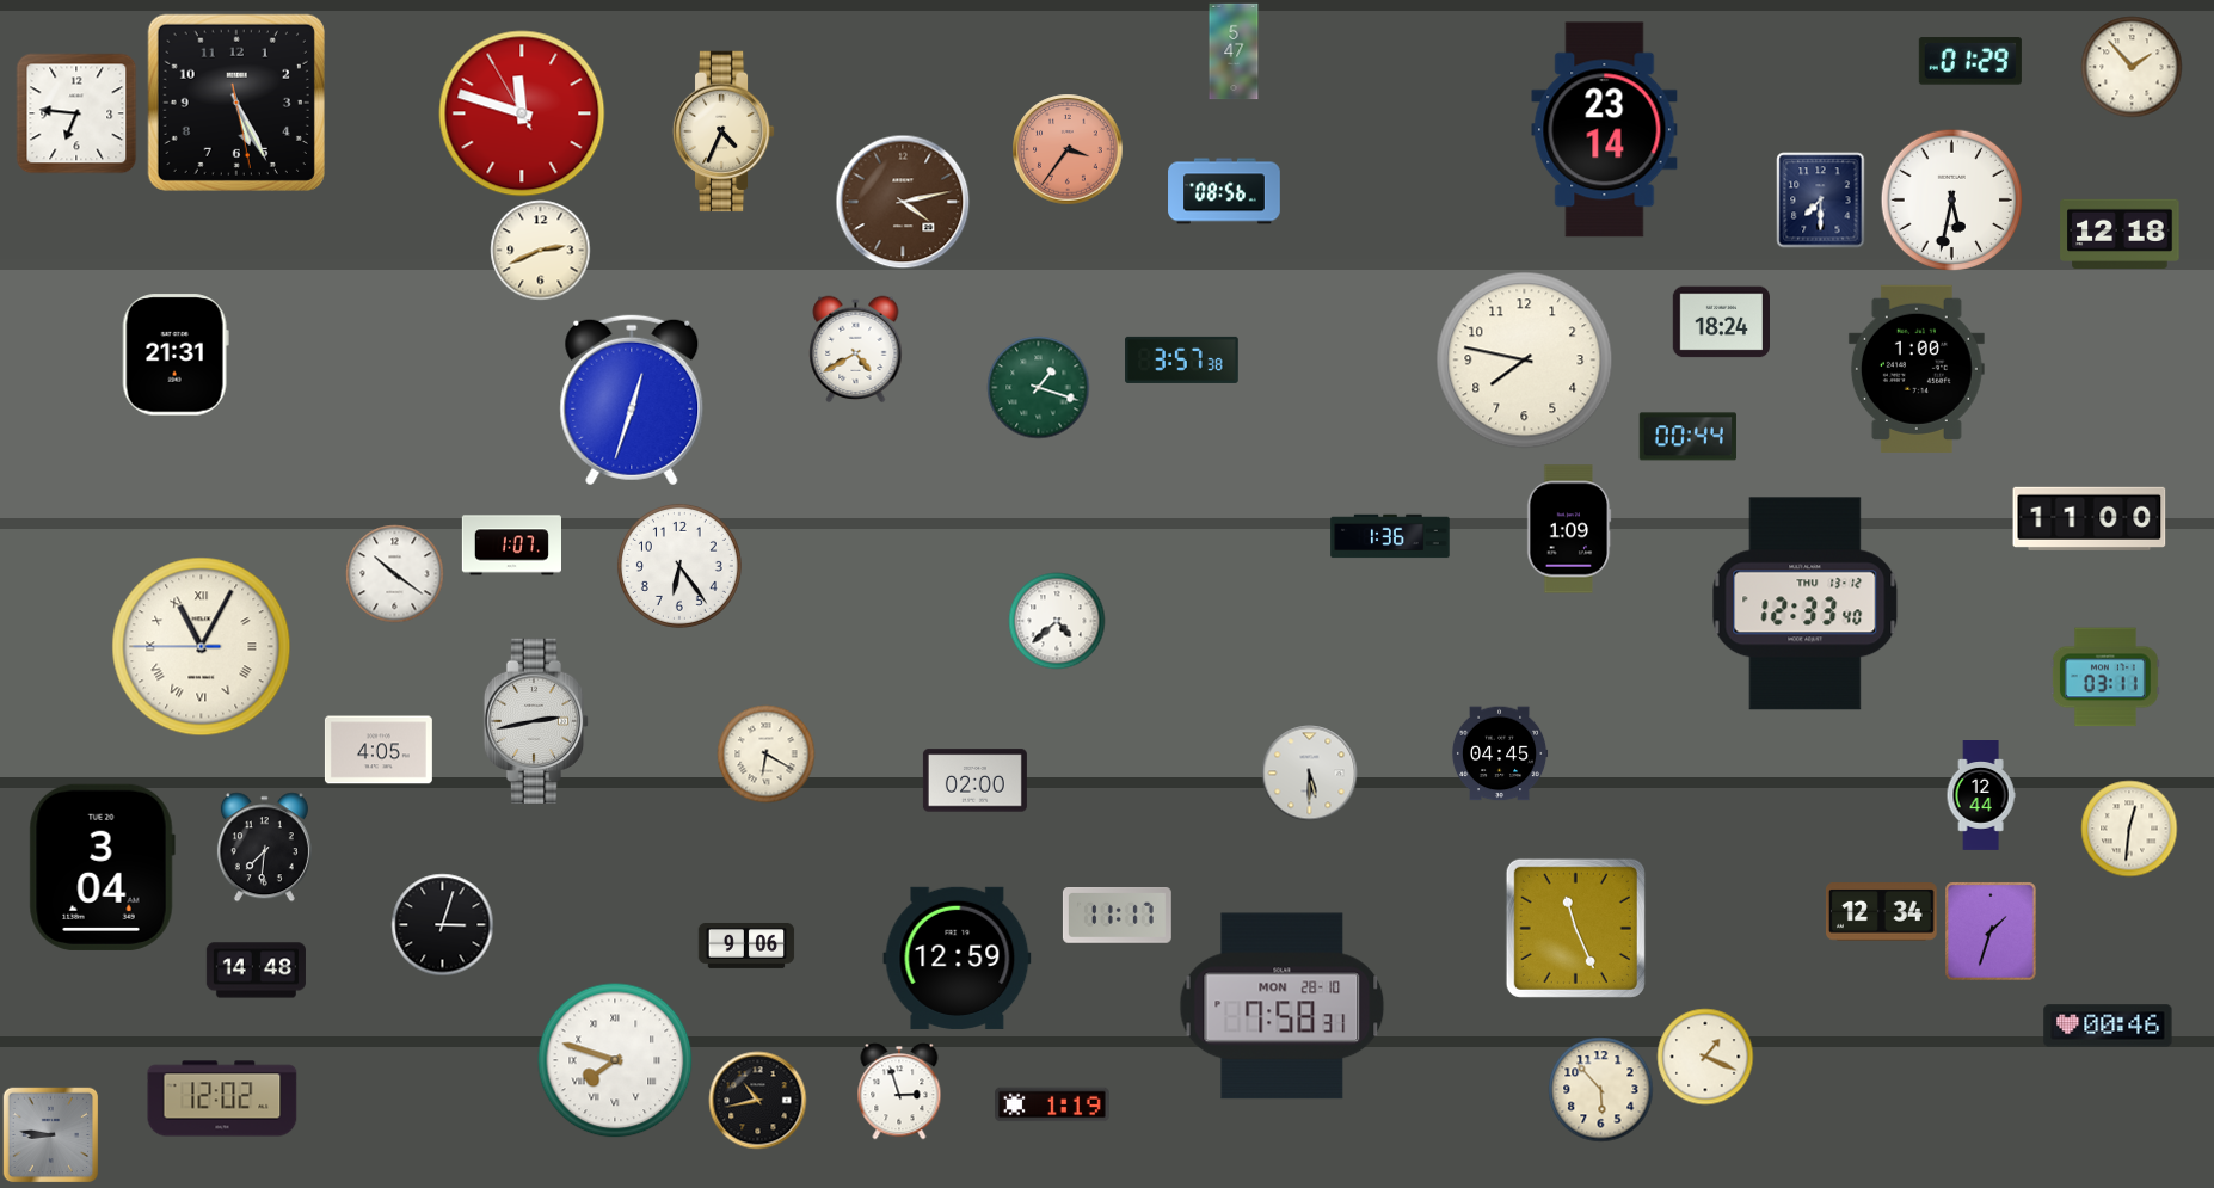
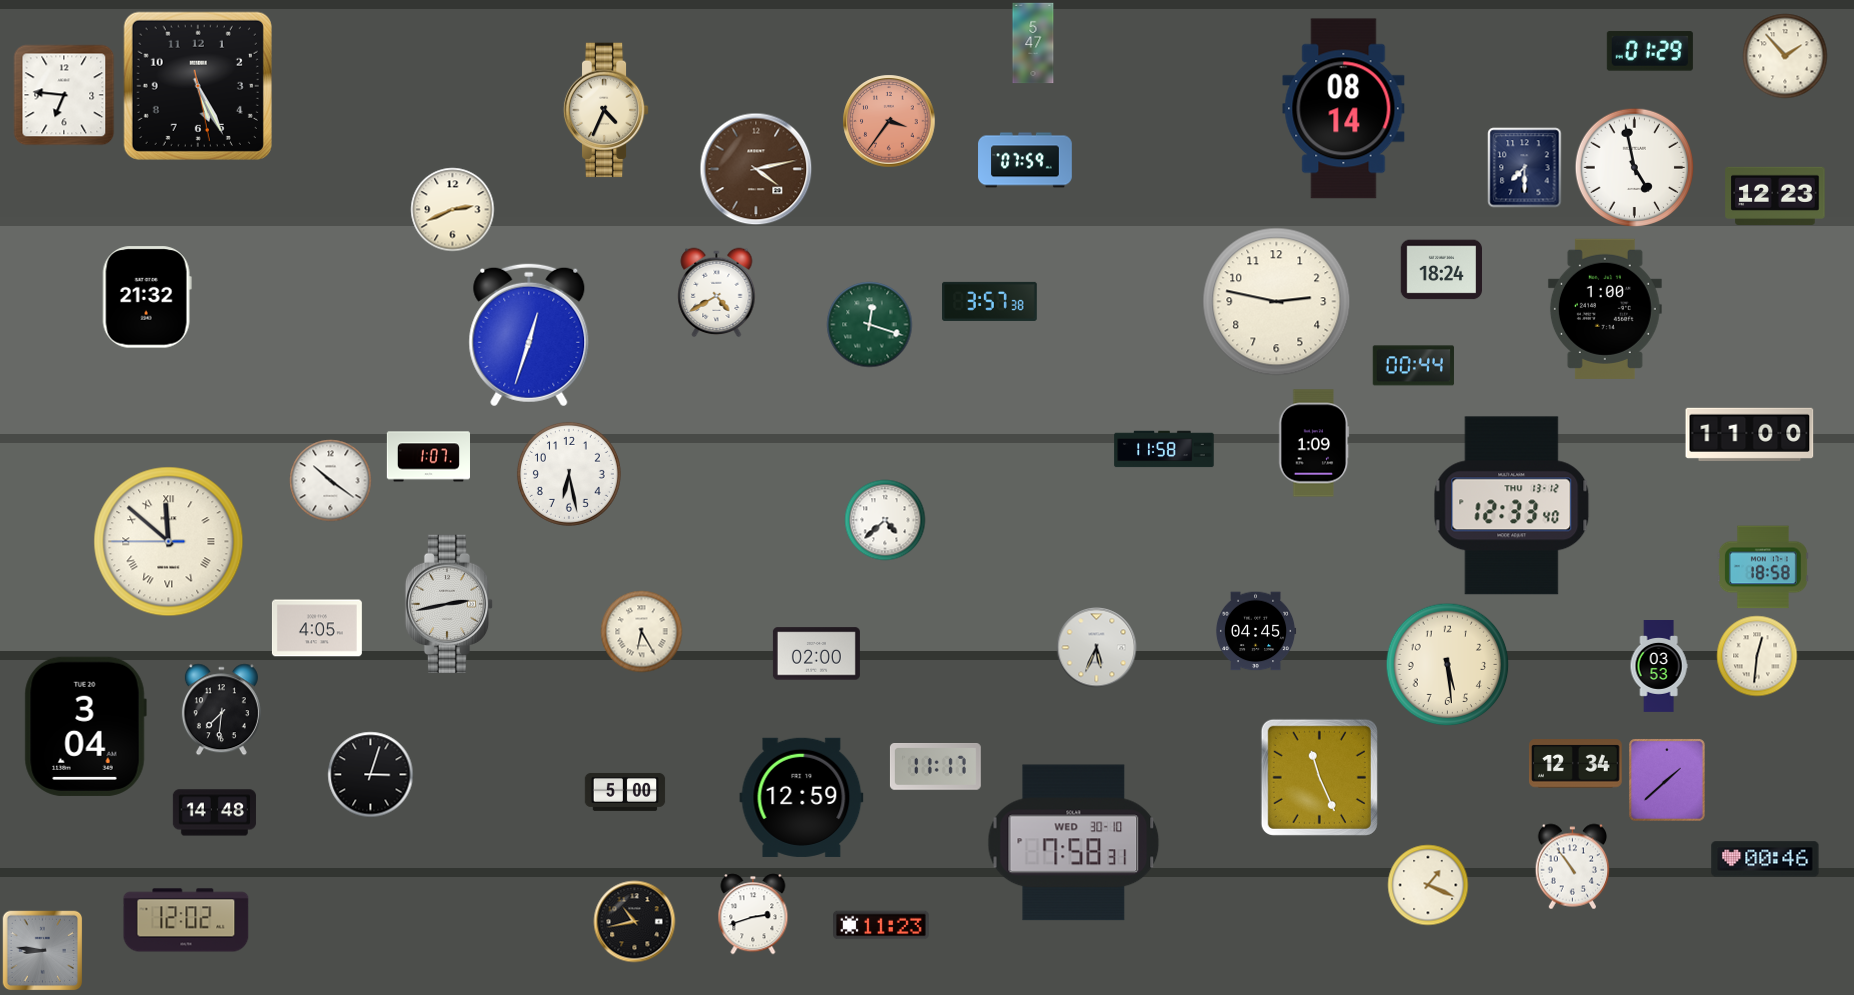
clock at (522, 113): 11:47 -> none
clock at (1605, 130): 23:14 -> 08:14
clock at (1068, 149) position: (1068, 149) -> (889, 121)
clock at (1224, 191): 08:56 -> 07:59
clock at (1951, 199): 5:32 -> 4:58
clock at (2120, 233): 12:18 -> 12:23
clock at (176, 355): 21:31 -> 21:32
clock at (1525, 361): 7:47 -> 2:47
clock at (1038, 387): 1:18 -> 12:18
clock at (1390, 536): 1:36 -> 11:58
clock at (679, 566): 6:24 -> 6:28
clock at (202, 647): 11:04 -> 11:51
clock at (2105, 677): 03:11 -> 18:58
clock at (765, 753): 6:20 -> 6:25
clock at (1309, 772): 5:30 -> 5:34
clock at (1447, 664): none -> 5:29
clock at (1981, 796): 12:44 -> 03:53
clock at (2129, 829) position: (2129, 829) -> (1757, 656)
clock at (1991, 931): 1:33 -> 1:38
clock at (746, 946): 9:06 -> 5:00
clock at (958, 958) position: (958, 958) -> (802, 797)
clock at (1283, 1007) date: MON 28-10 -> WED 30-10
clock at (1573, 866): none -> 10:54
clock at (615, 1060): 7:48 -> none
clock at (1600, 1089): 5:53 -> none
clock at (899, 1091): 2:57 -> 2:42
clock at (1052, 1104): 1:19 -> 11:23
